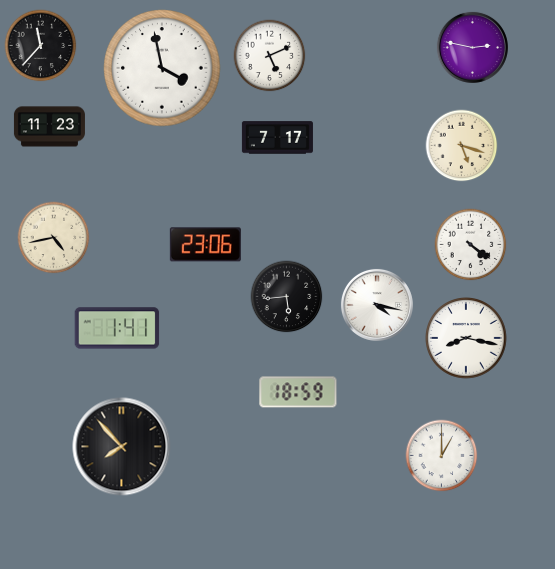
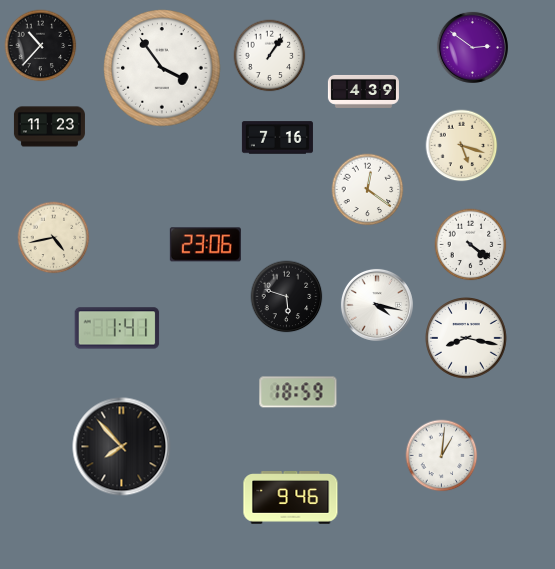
clock at (41, 46): 11:37 -> 10:37
clock at (472, 47): 2:47 -> 2:51
clock at (270, 56): 5:11 -> 1:06
clock at (162, 68): 3:58 -> 3:54
clock at (363, 91): none -> 4:39
clock at (277, 138): 7:17 -> 7:16
clock at (368, 190): none -> 12:21
clock at (287, 297): 5:44 -> 5:48
clock at (442, 456): 1:00 -> 1:01
clock at (291, 498): none -> 9:46
